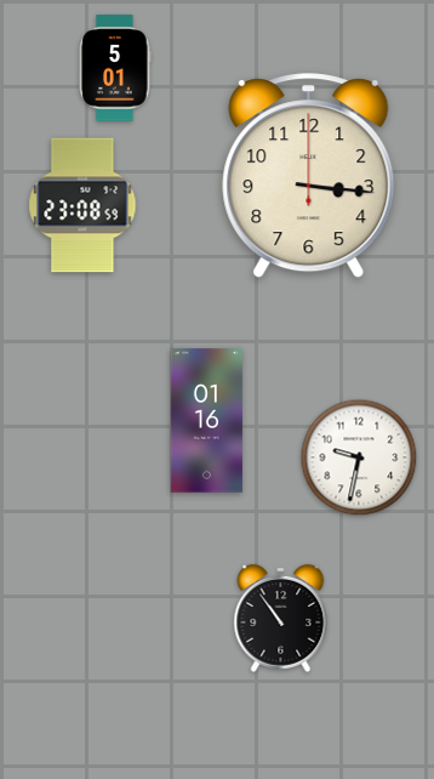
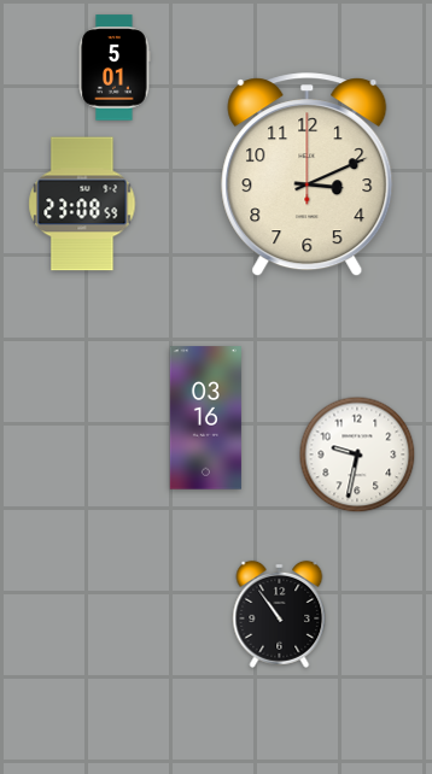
clock at (309, 176): 3:16 -> 3:11
clock at (206, 421): 01:16 -> 03:16
